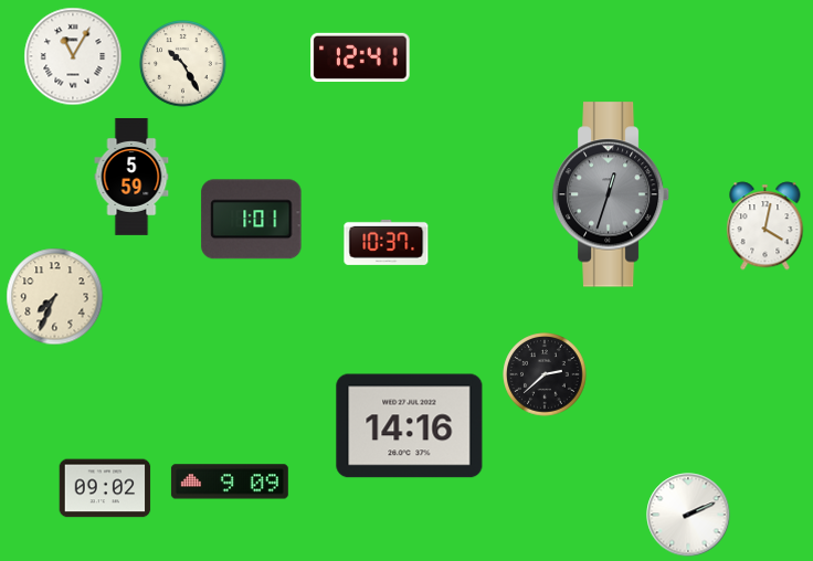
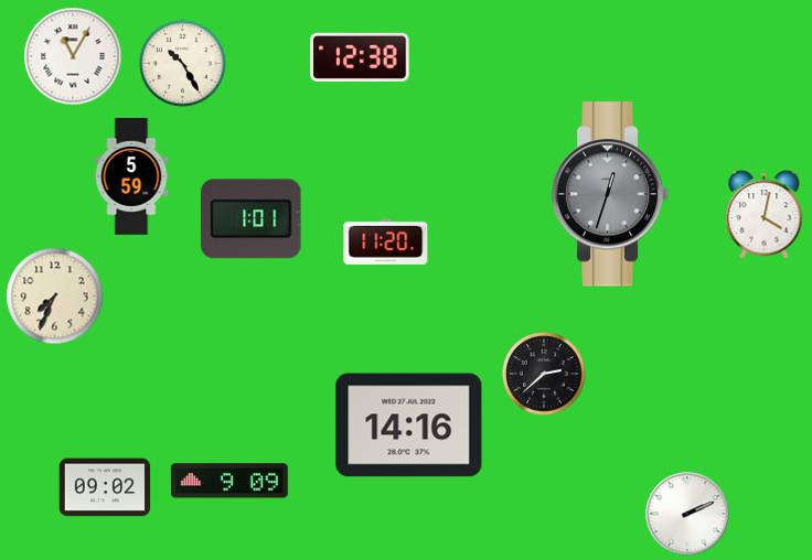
clock at (360, 56): 12:41 -> 12:38
clock at (766, 226) position: (766, 226) -> (765, 215)
clock at (387, 242): 10:37 -> 11:20
